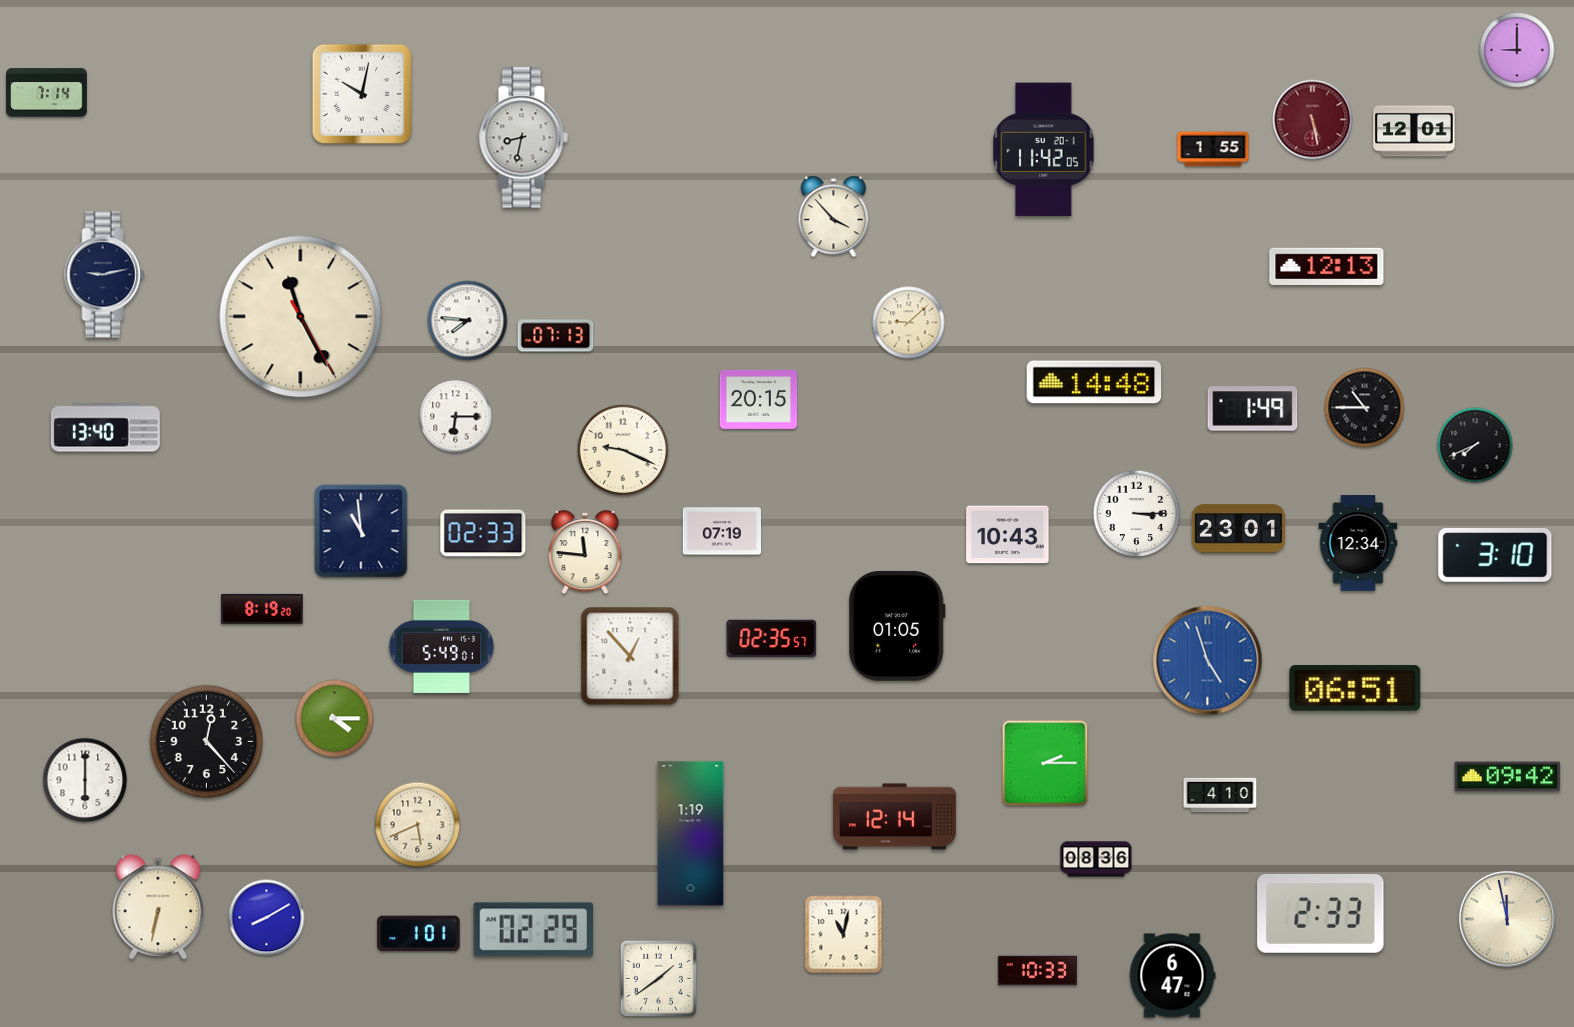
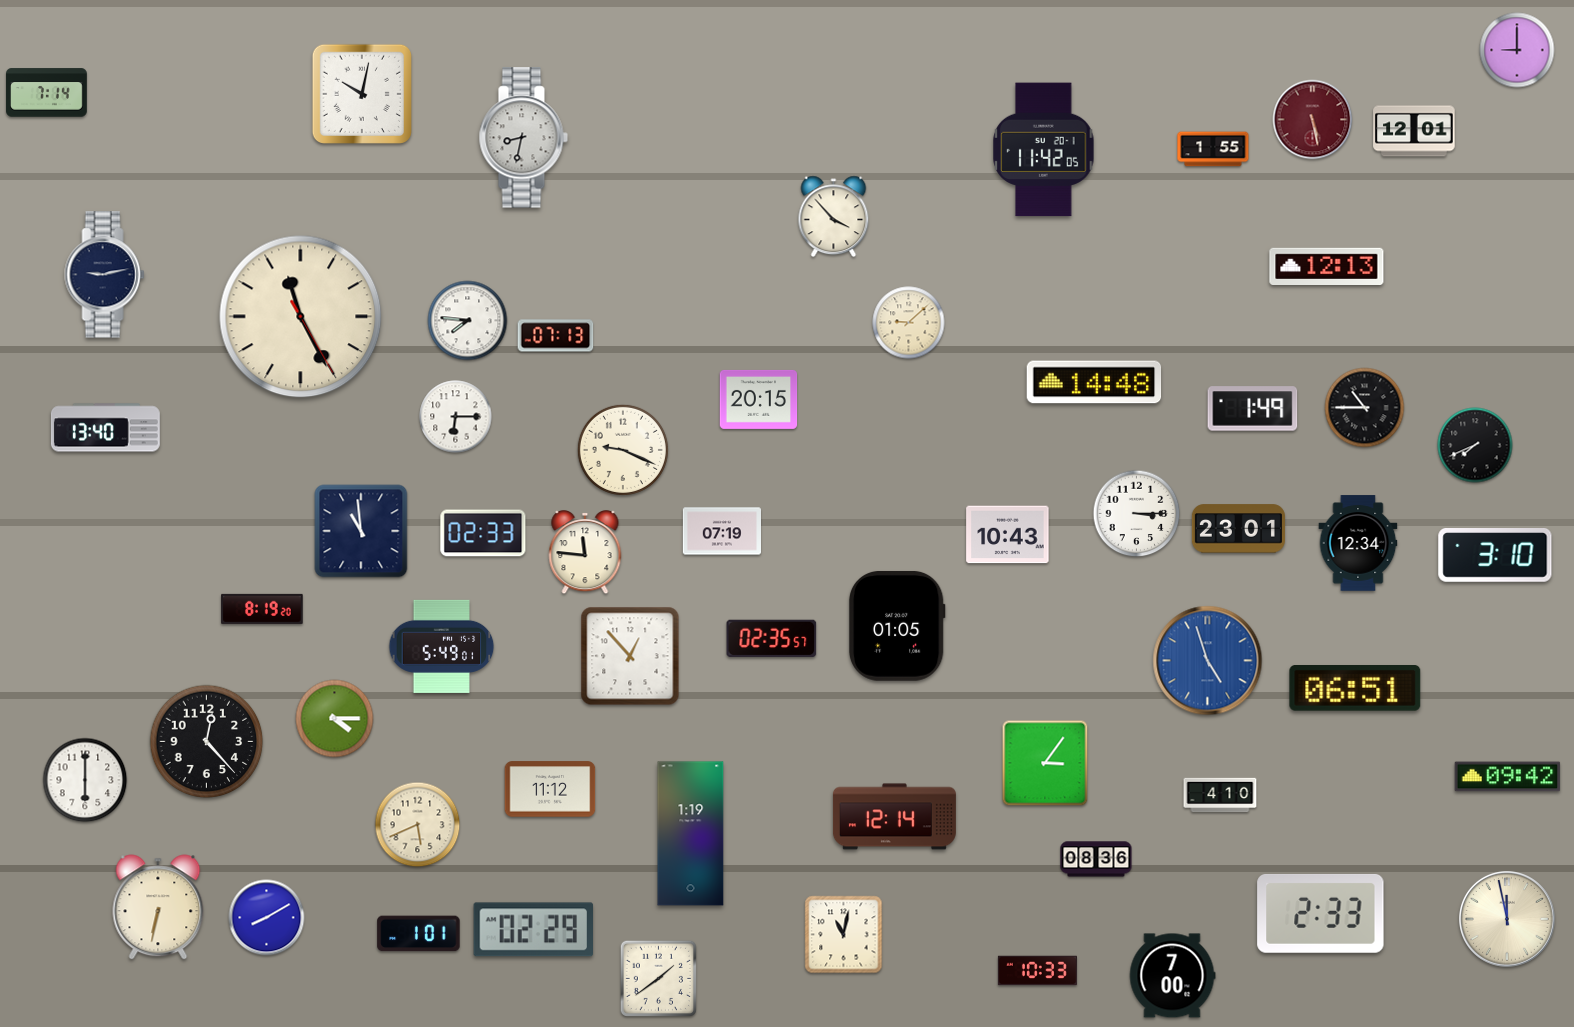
clock at (1045, 763): 2:15 -> 3:06
clock at (550, 789): none -> 11:12
clock at (1172, 976): 6:47 -> 7:00
